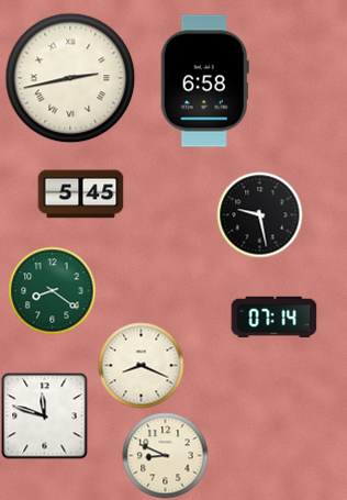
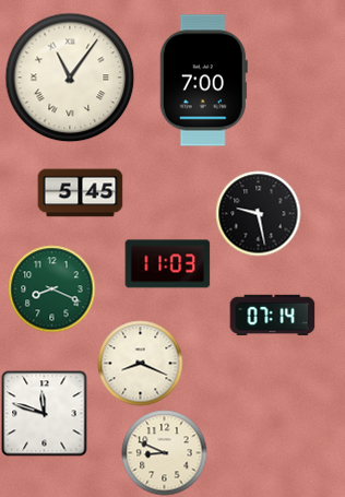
clock at (70, 78): 2:43 -> 11:06
clock at (204, 81): 6:58 -> 7:00
clock at (167, 264): none -> 11:03
clock at (52, 290): 8:21 -> 8:19
